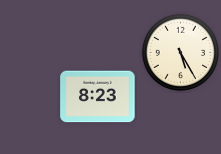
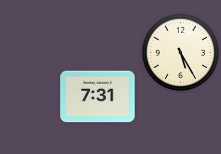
clock at (98, 97): 8:23 -> 7:31
